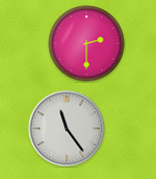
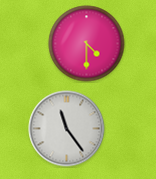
clock at (87, 44): 2:30 -> 4:30
